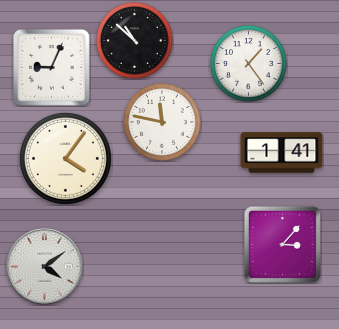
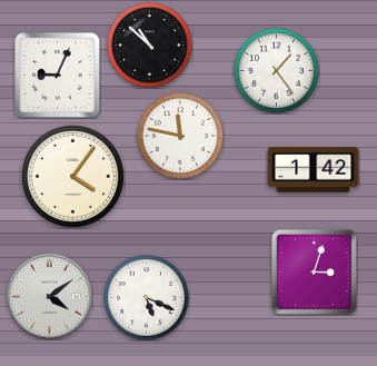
clock at (282, 153): 1:41 -> 1:42
clock at (282, 244): 3:07 -> 3:03
clock at (147, 298): none -> 5:19
